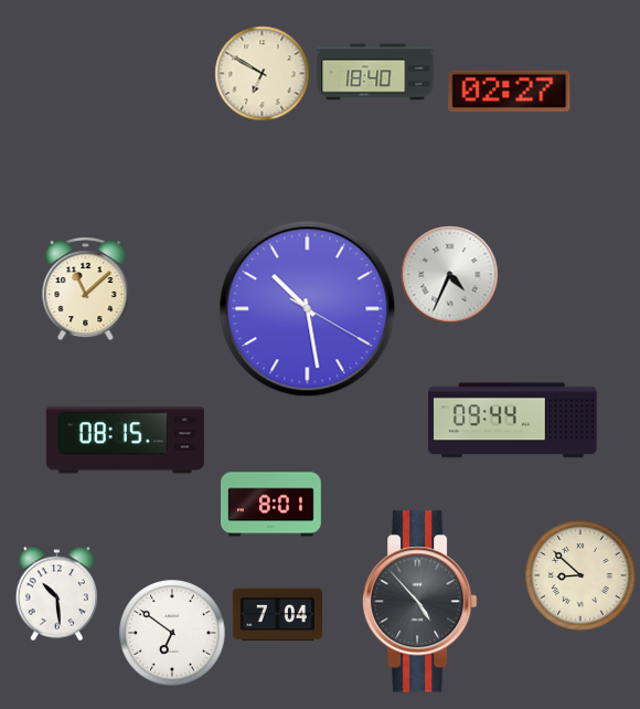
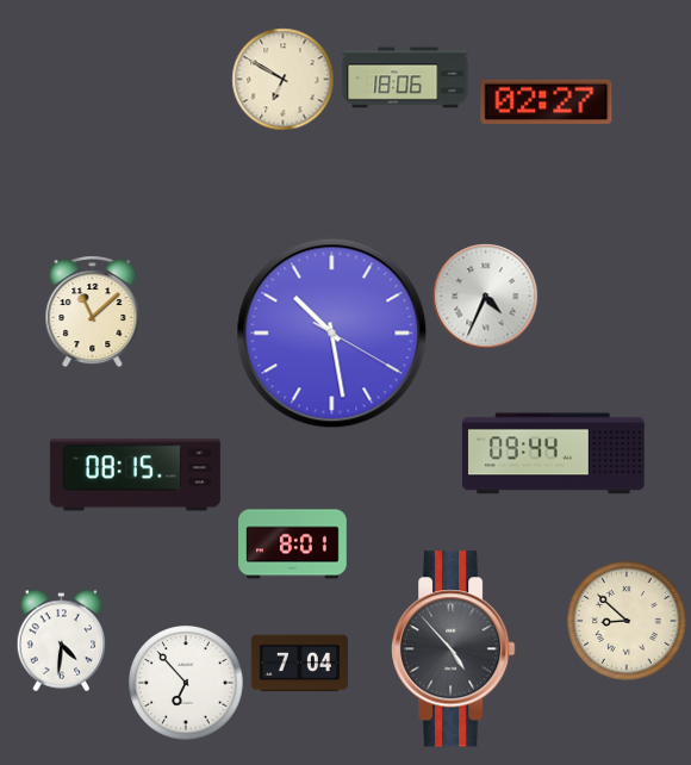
clock at (375, 72): 18:40 -> 18:06
clock at (510, 91) position: (510, 91) -> (547, 101)
clock at (56, 593): 10:29 -> 4:31
clock at (172, 633): 6:51 -> 6:53
